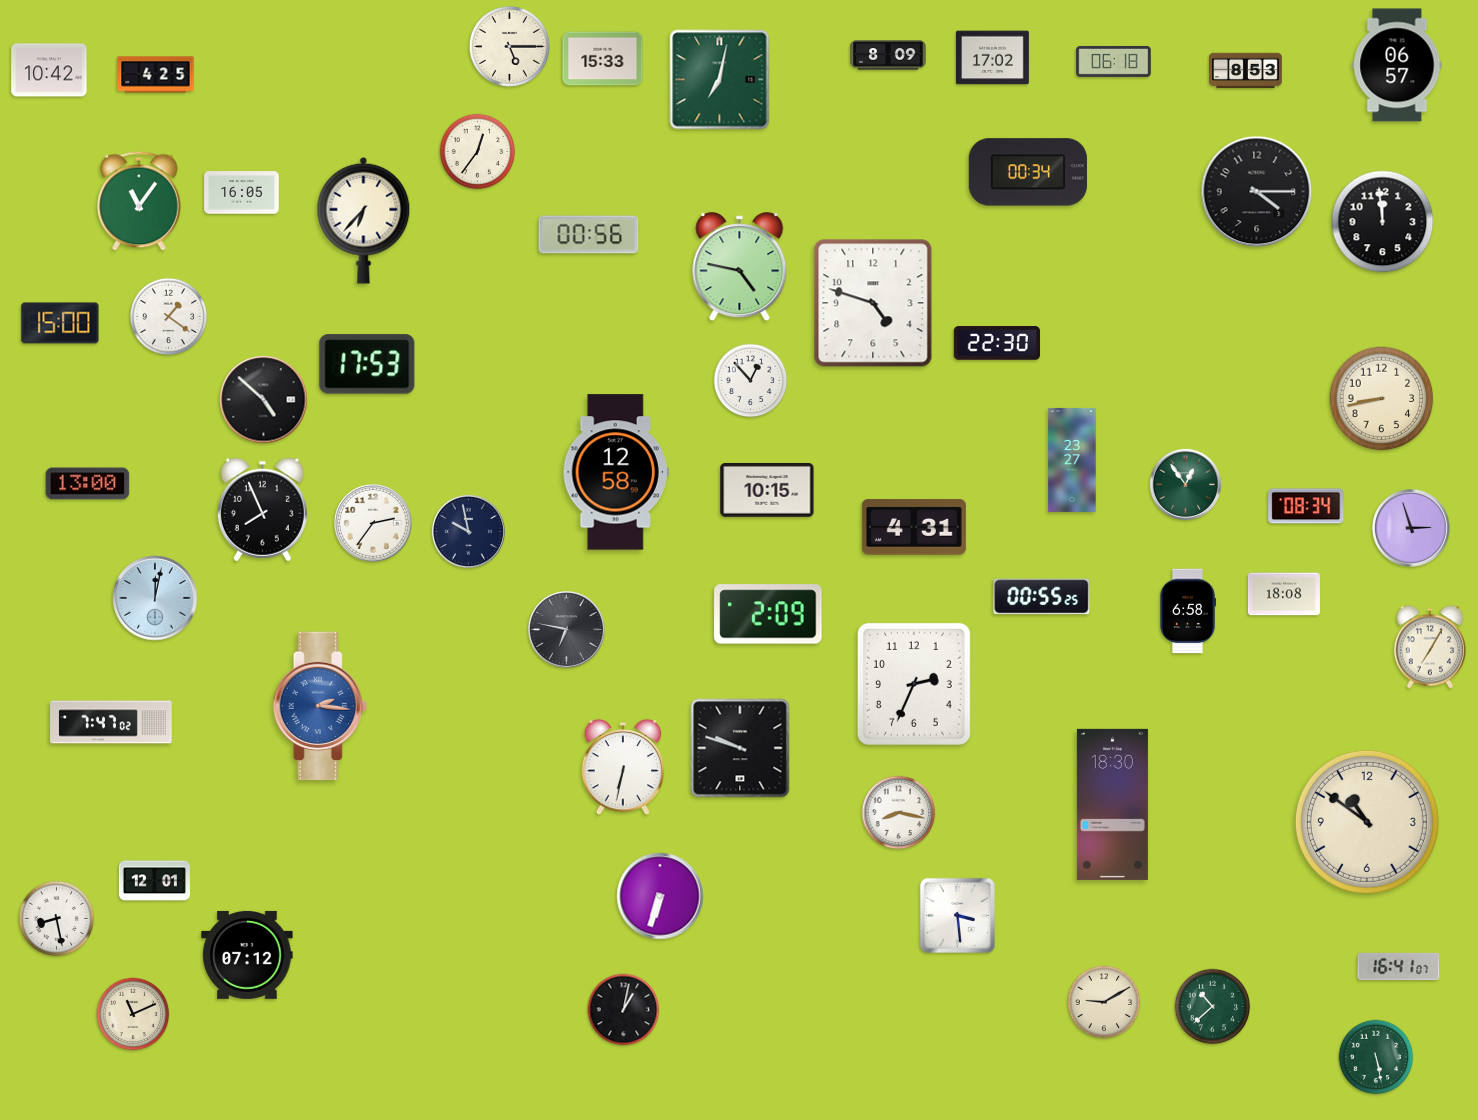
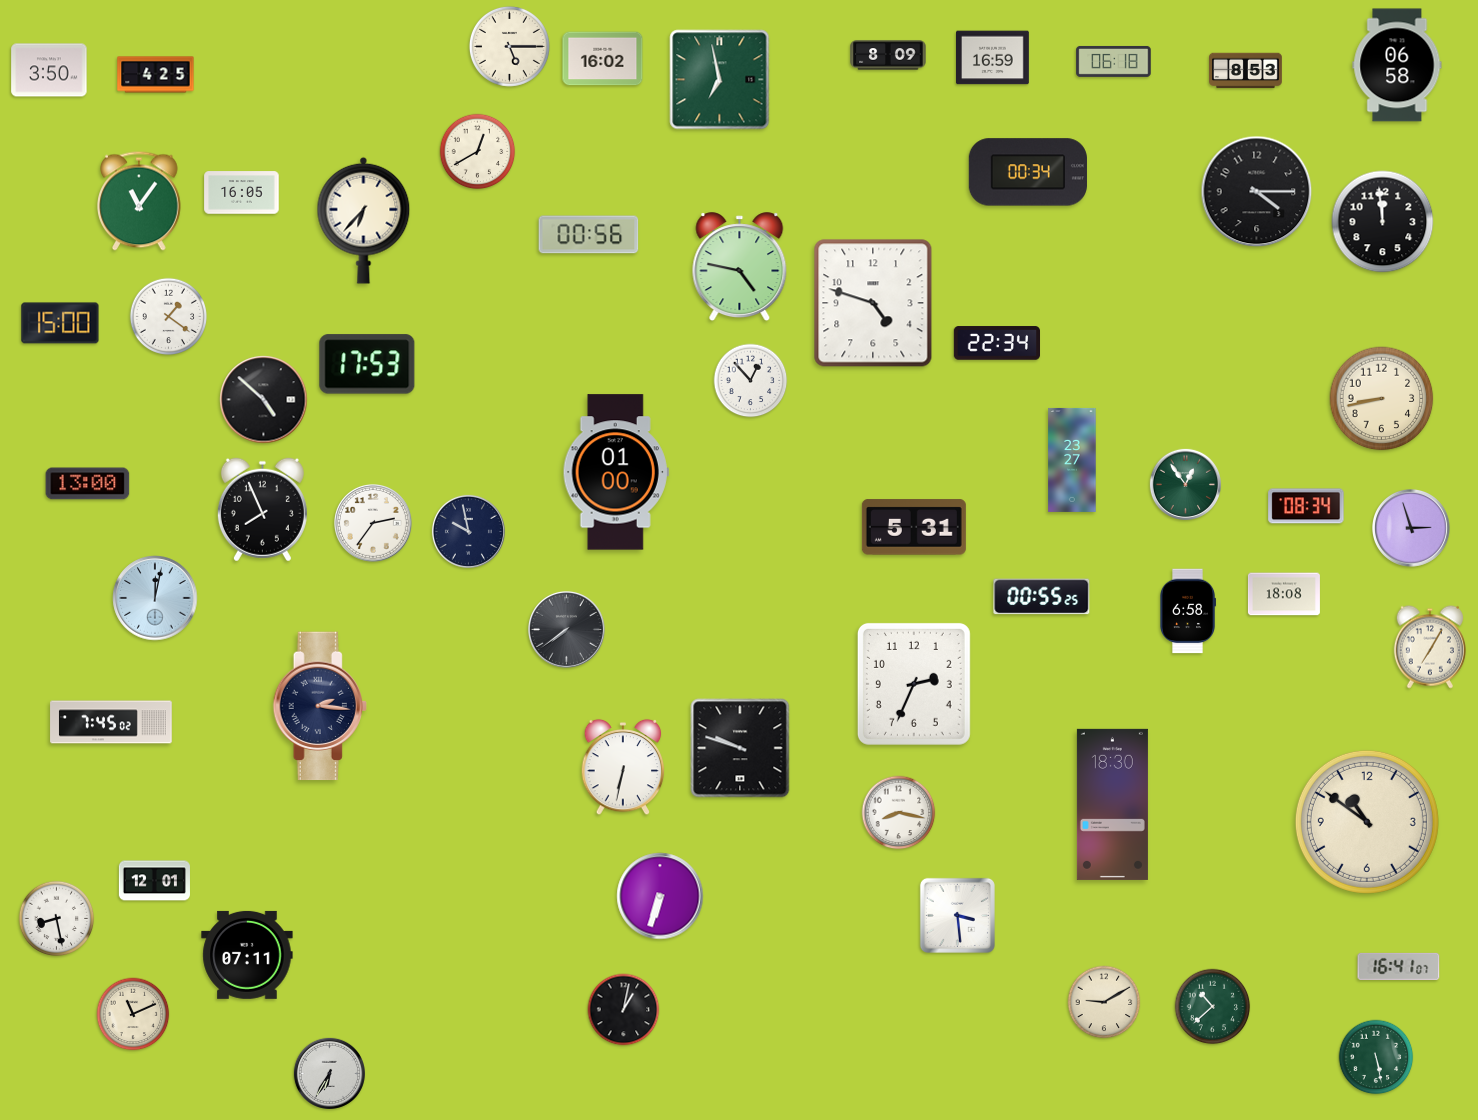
clock at (993, 58): 17:02 -> 16:59
clock at (603, 59): 15:33 -> 16:02
clock at (1397, 65): 06:57 -> 06:58
clock at (49, 70): 10:42 -> 3:50
clock at (720, 80): 7:02 -> 6:58
clock at (478, 152): 12:36 -> 12:40
clock at (996, 343): 22:30 -> 22:34
clock at (616, 472): 12:58 -> 01:00
clock at (767, 490): 10:15 -> none
clock at (914, 527): 4:31 -> 5:31
clock at (768, 614): 2:09 -> none
clock at (566, 629): 6:47 -> 7:39
clock at (320, 706) dial: blue -> navy
clock at (111, 722): 7:47 -> 7:45
clock at (247, 955): 07:12 -> 07:11
clock at (329, 1073): none -> 6:35
